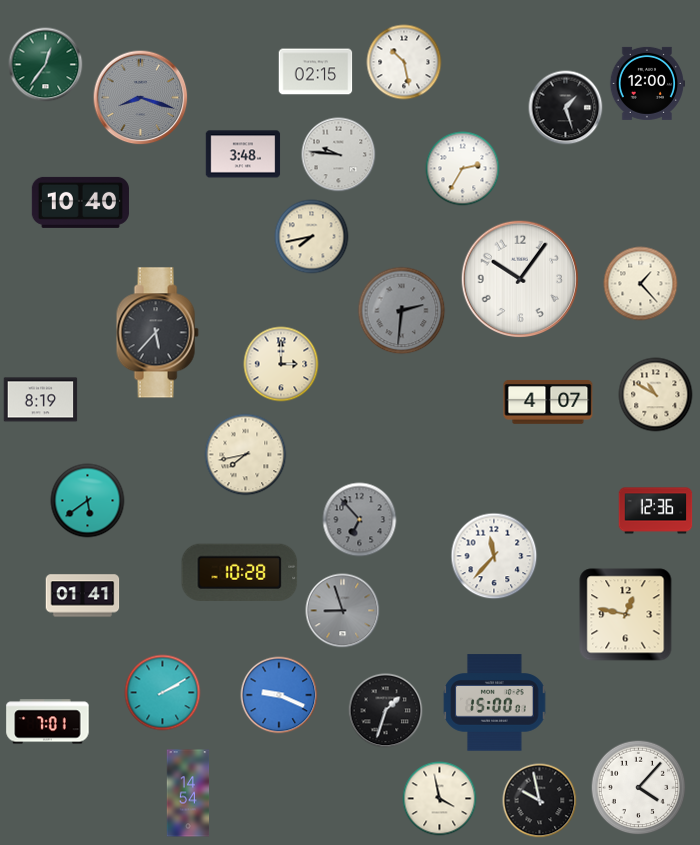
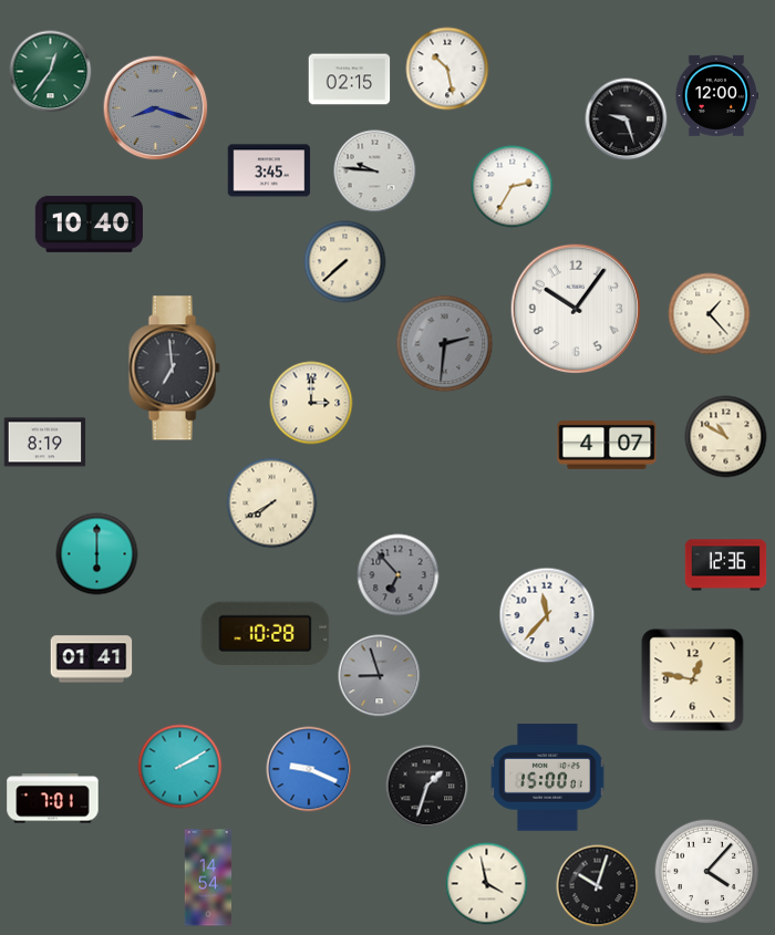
clock at (646, 83) position: (646, 83) -> (715, 95)
clock at (566, 108): 1:27 -> 9:27
clock at (243, 154): 3:48 -> 3:45
clock at (312, 237): 7:43 -> 7:38
clock at (157, 333): 5:37 -> 6:59
clock at (246, 455): 7:43 -> 7:40
clock at (88, 501): 5:39 -> 6:00
clock at (540, 801): 9:58 -> 10:03
